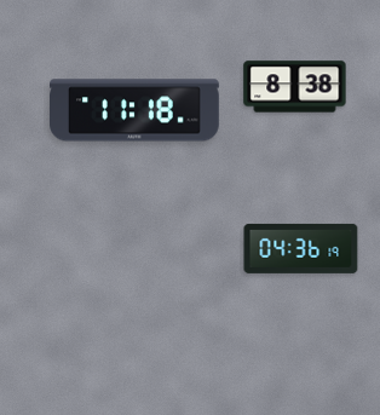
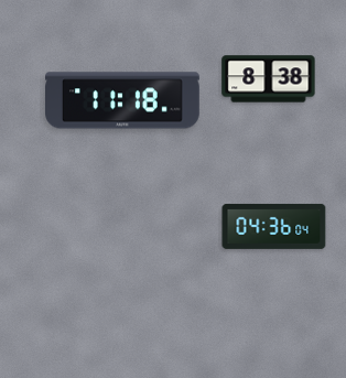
clock at (301, 248): 04:36:19 -> 04:36:04
